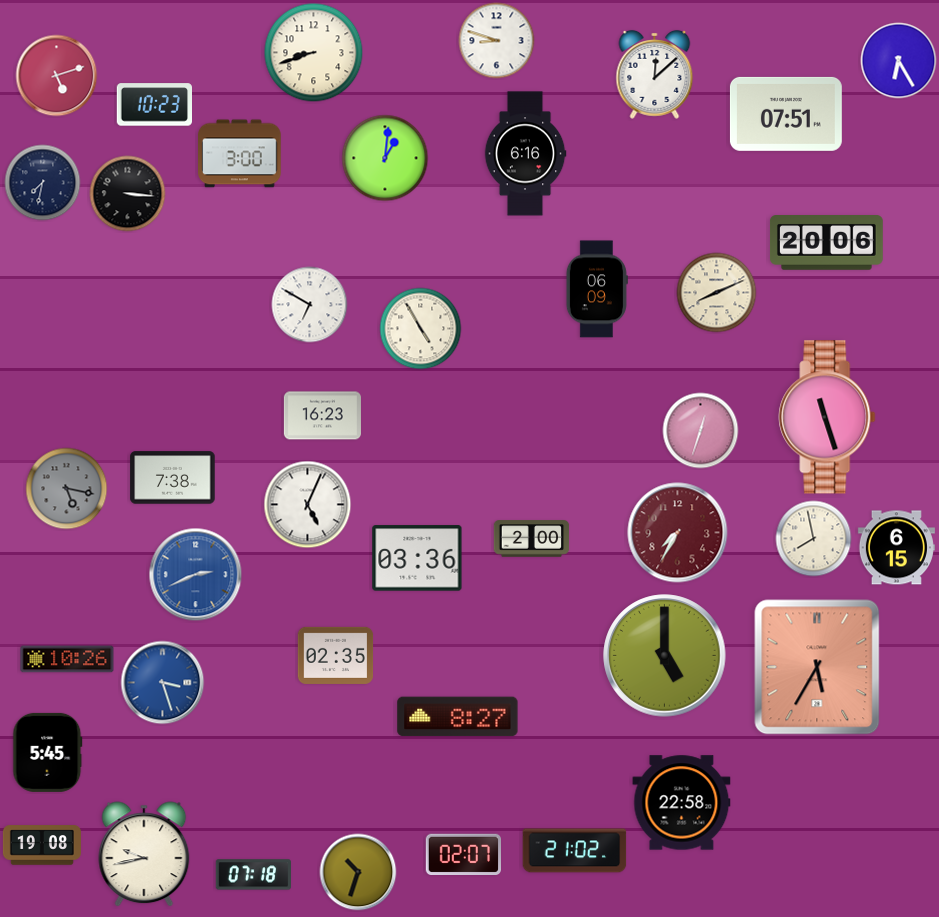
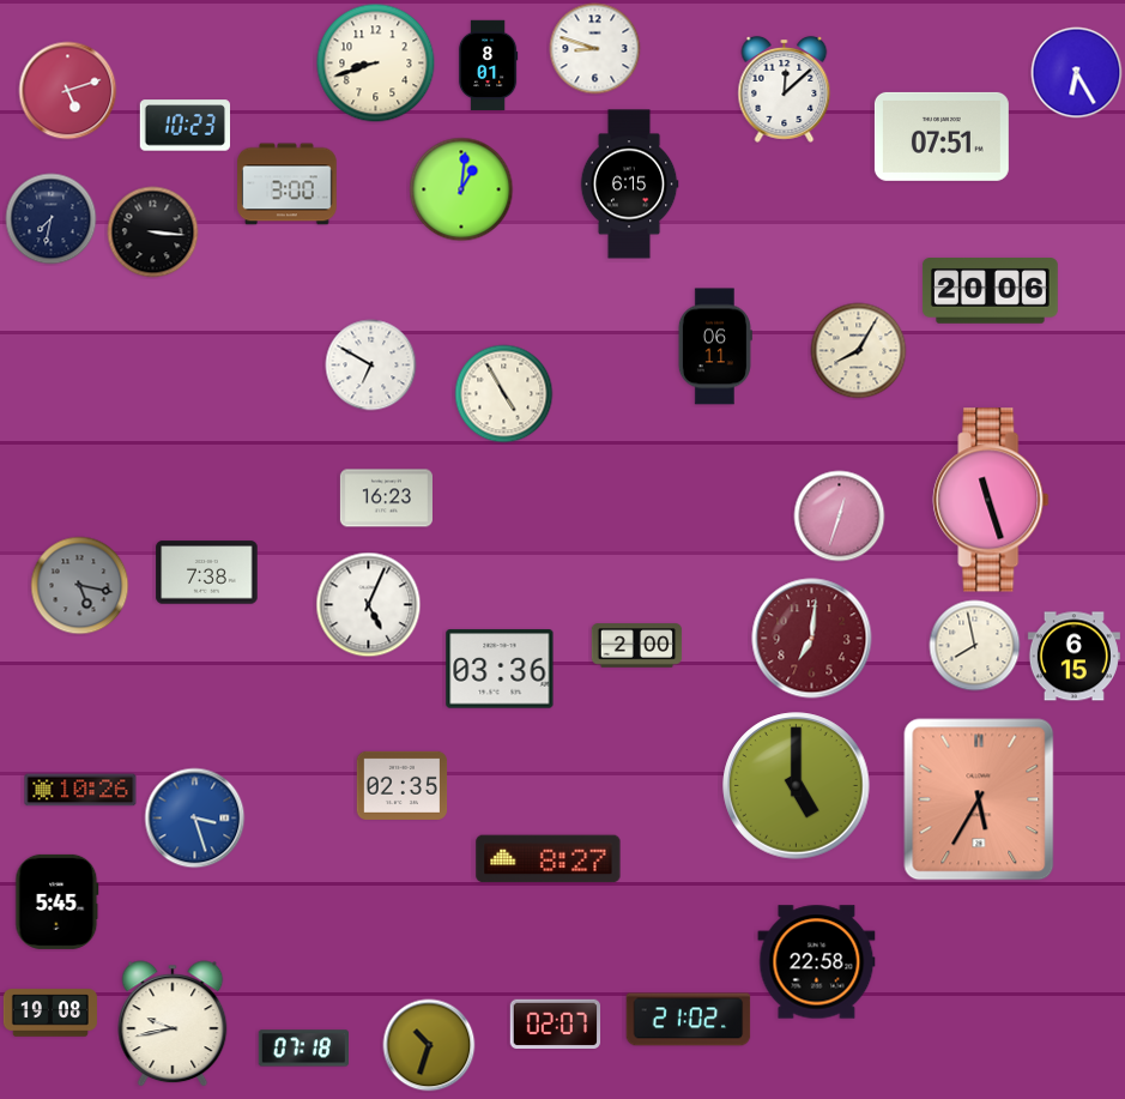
clock at (488, 66): none -> 8:01
clock at (525, 154): 6:16 -> 6:15
clock at (597, 289): 06:09 -> 06:11
clock at (717, 293): 8:11 -> 8:05
clock at (678, 533): 7:35 -> 7:01
clock at (196, 575): 2:41 -> none
